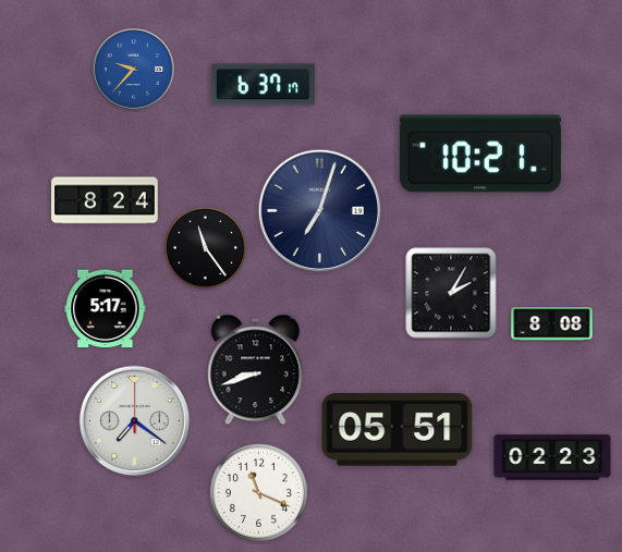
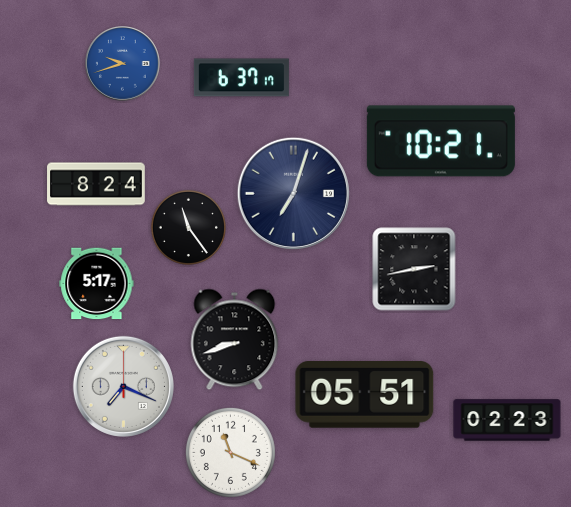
clock at (134, 70): 9:37 -> 9:42
clock at (451, 293): 2:05 -> 2:43
clock at (552, 324): 8:08 -> none
clock at (134, 420): 7:21 -> 7:19
clock at (258, 492) position: (258, 492) -> (230, 452)
